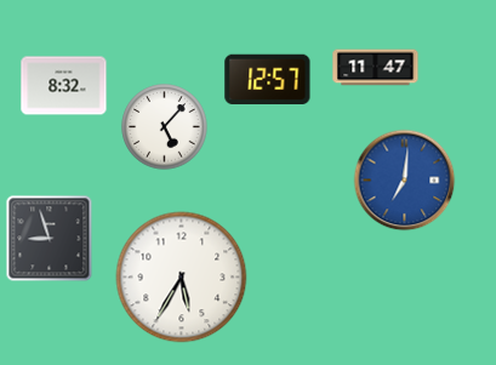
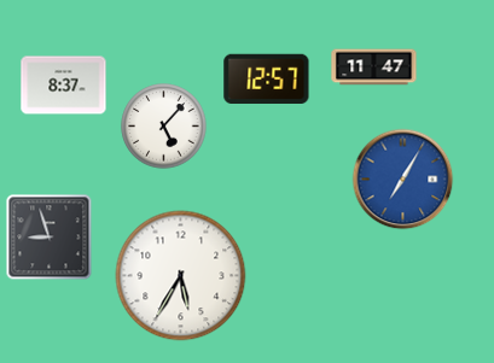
clock at (64, 86): 8:32 -> 8:37
clock at (405, 181): 7:01 -> 7:05
